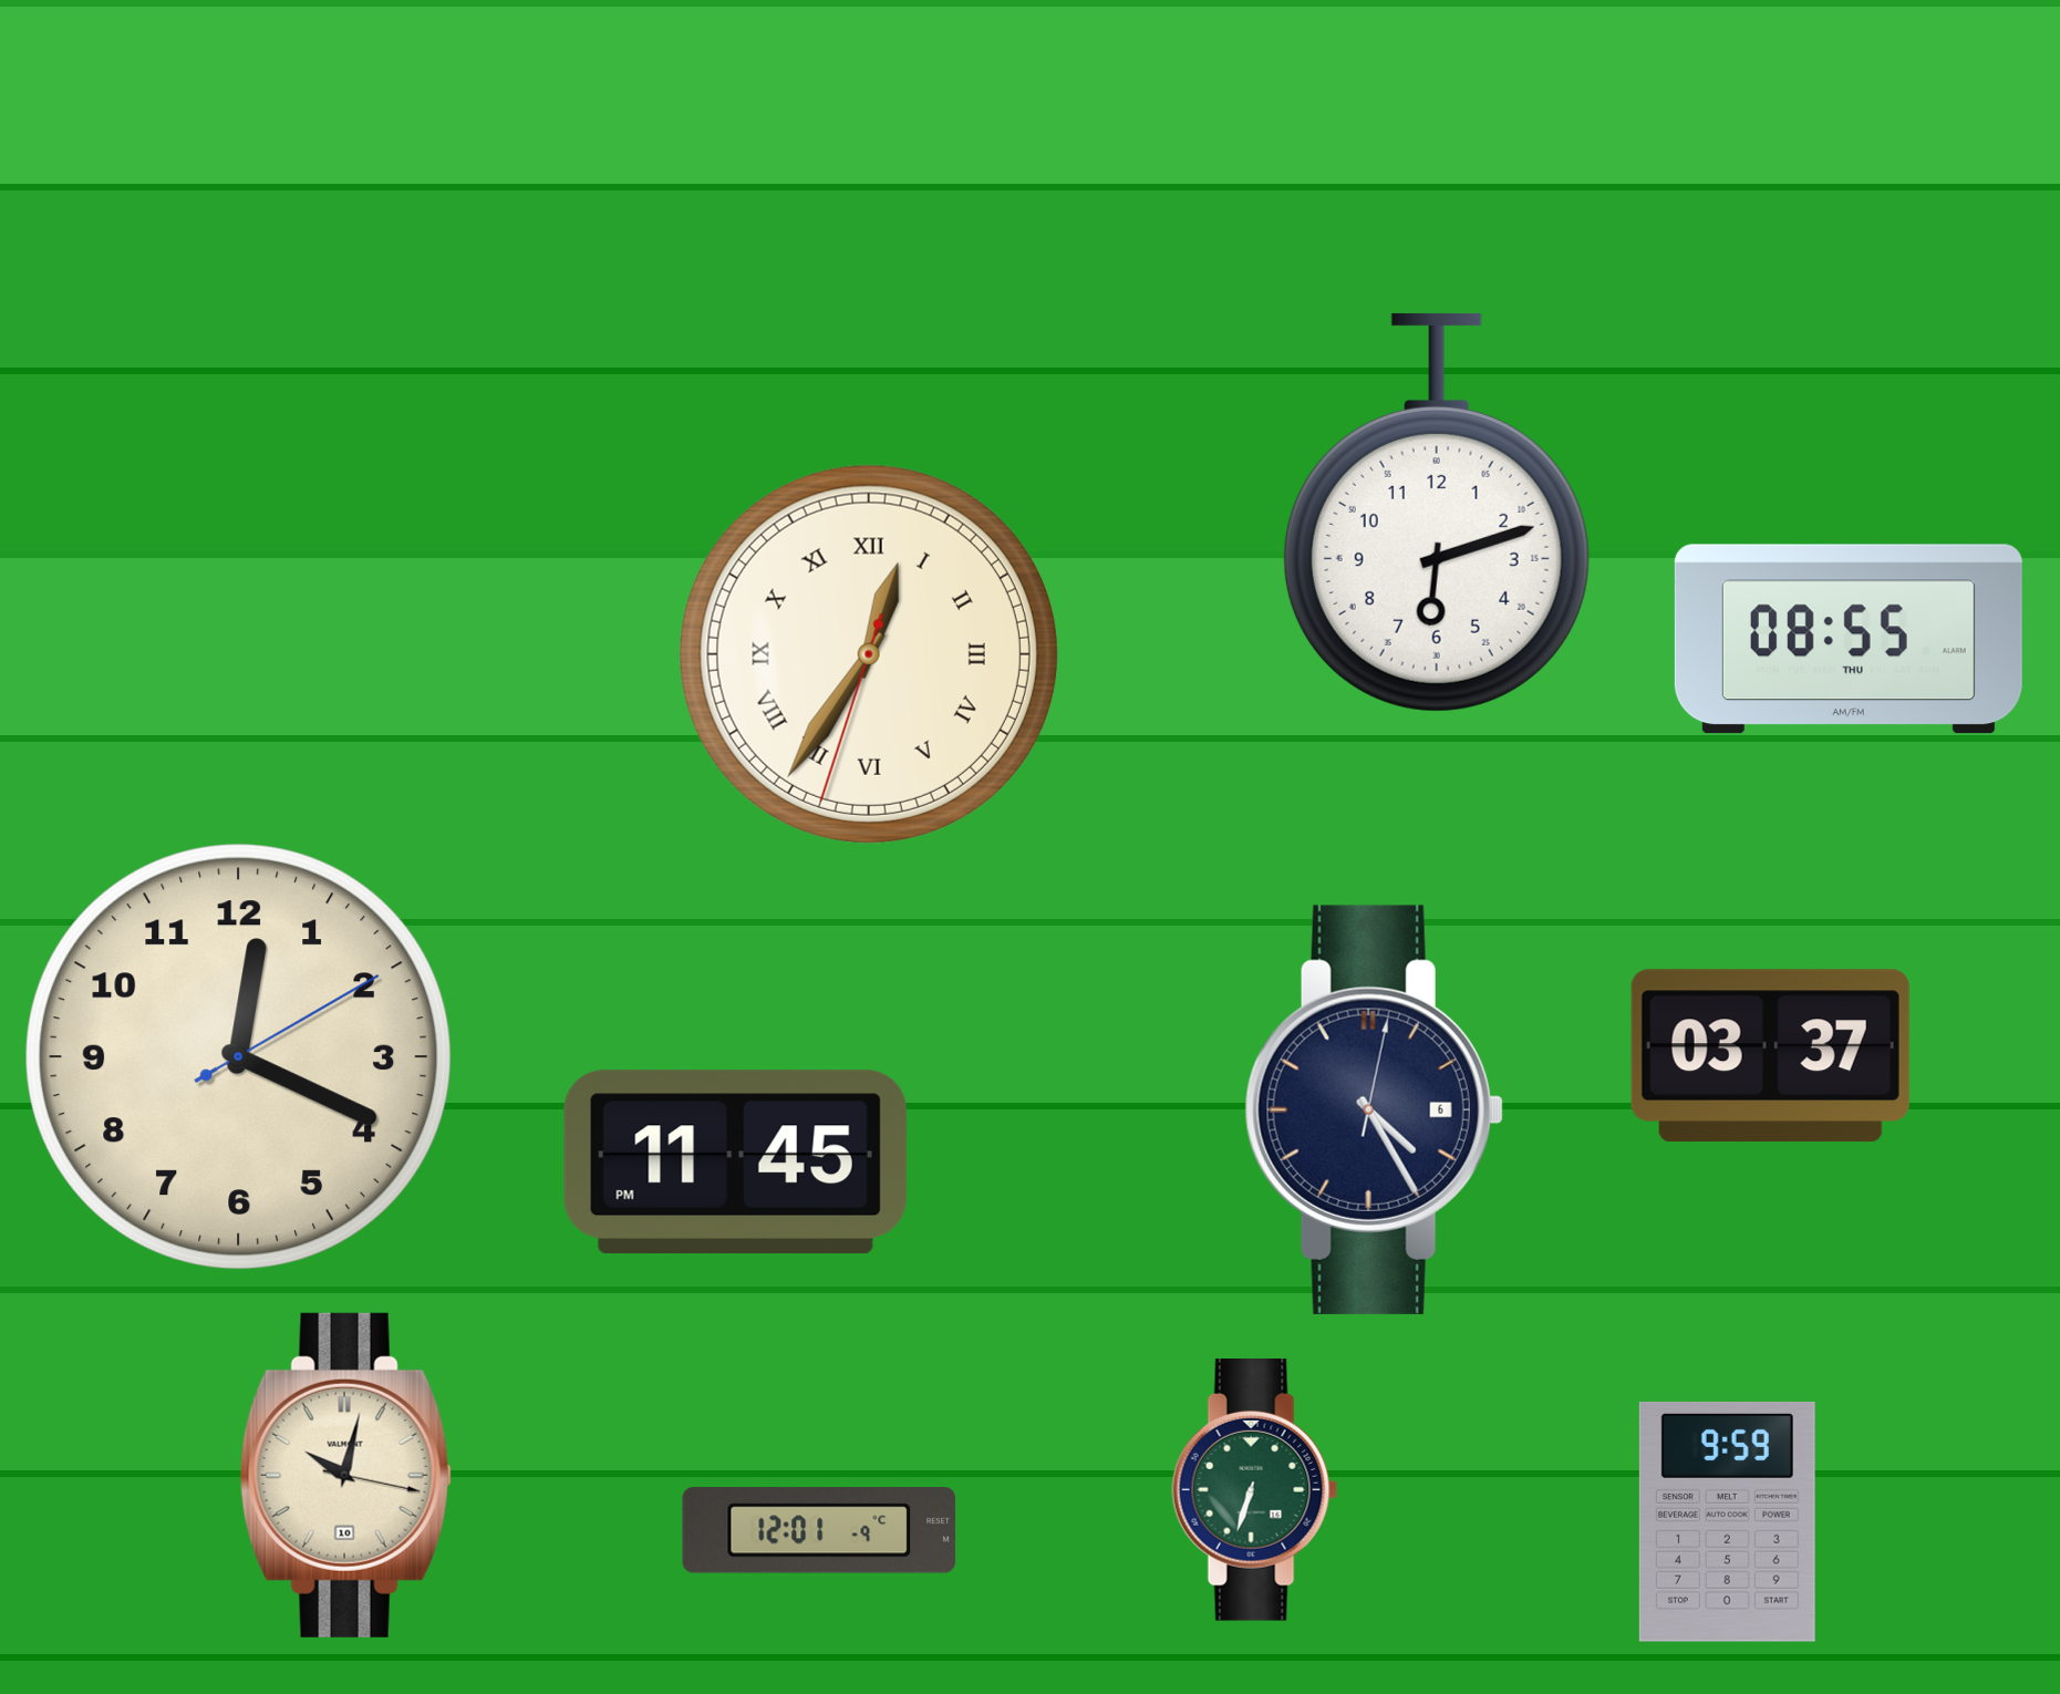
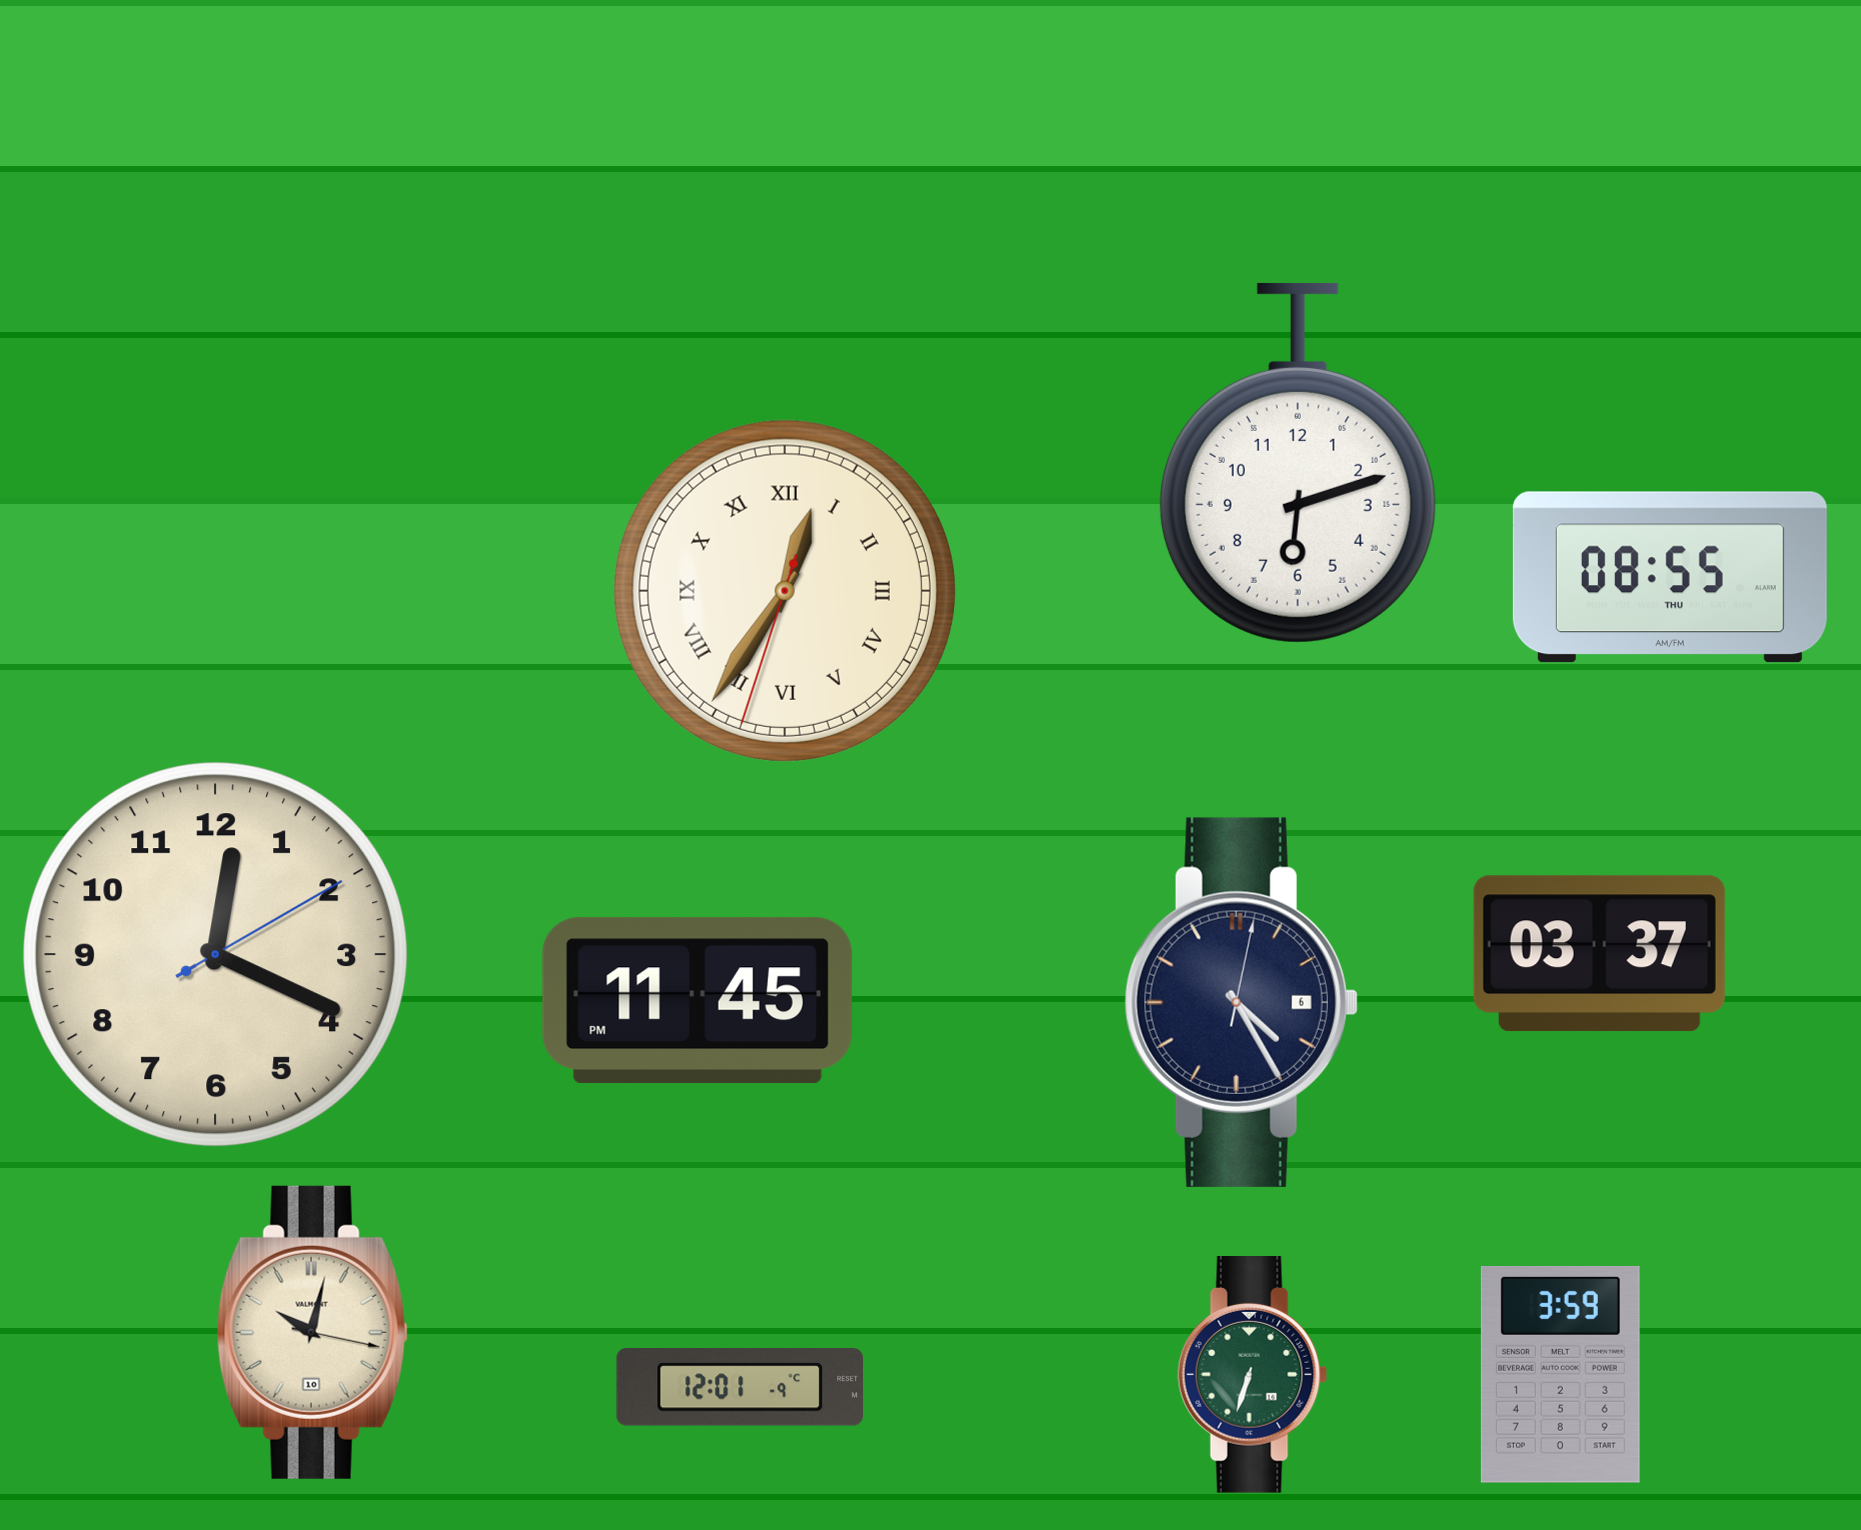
clock at (735, 1161) position: (735, 1161) -> (697, 1000)
clock at (1255, 1490) position: (1255, 1490) -> (1253, 1375)
clock at (1727, 1521): 9:59 -> 3:59
clock at (819, 1531) position: (819, 1531) -> (740, 1388)
